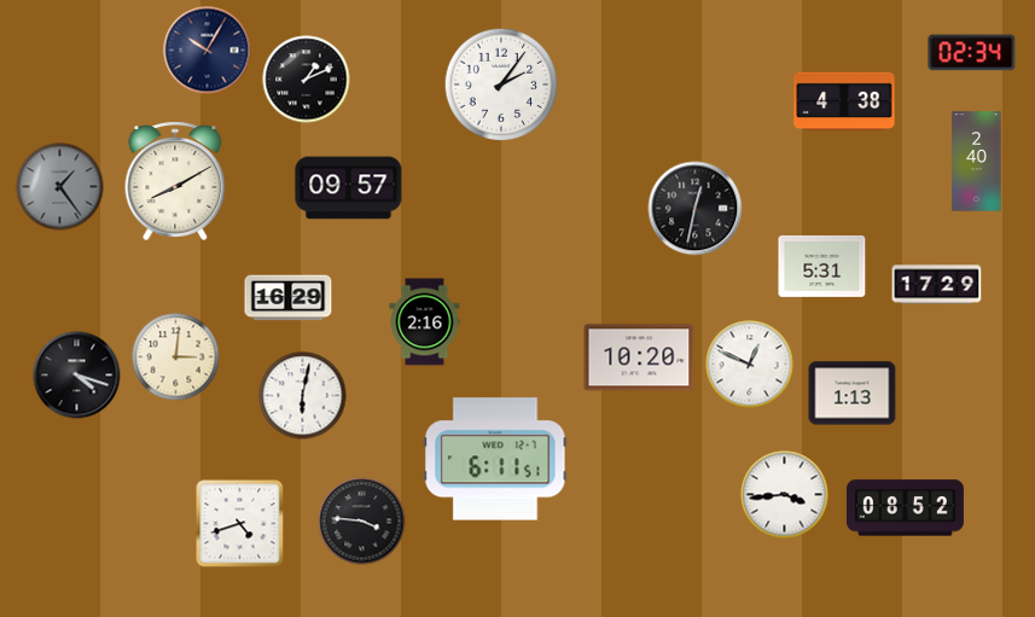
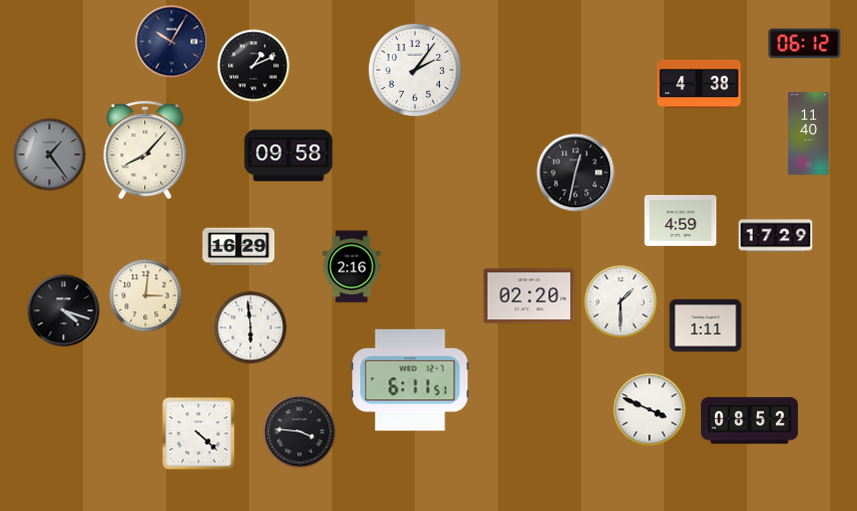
clock at (972, 53): 02:34 -> 06:12
clock at (977, 162): 2:40 -> 11:40
clock at (175, 181): 8:10 -> 8:07
clock at (349, 188): 09:57 -> 09:58
clock at (822, 266): 5:31 -> 4:59
clock at (639, 357): 10:20 -> 02:20
clock at (750, 365): 12:49 -> 1:30
clock at (853, 394): 1:13 -> 1:11
clock at (303, 396): 6:02 -> 5:59
clock at (785, 495): 3:44 -> 3:49
clock at (240, 524): 4:42 -> 4:22
